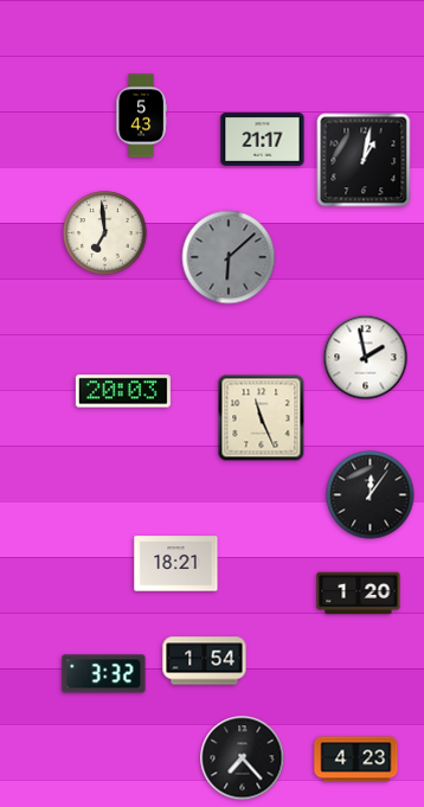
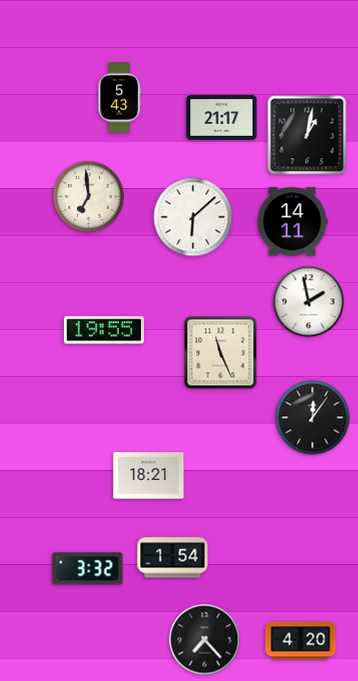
clock at (229, 257) dial: grey -> white
clock at (292, 222): none -> 14:11
clock at (123, 391): 20:03 -> 19:55
clock at (359, 594): 1:20 -> none
clock at (356, 760): 4:23 -> 4:20
